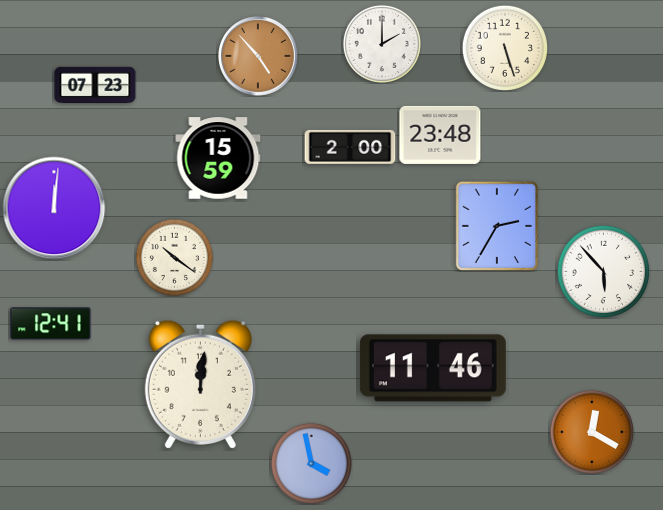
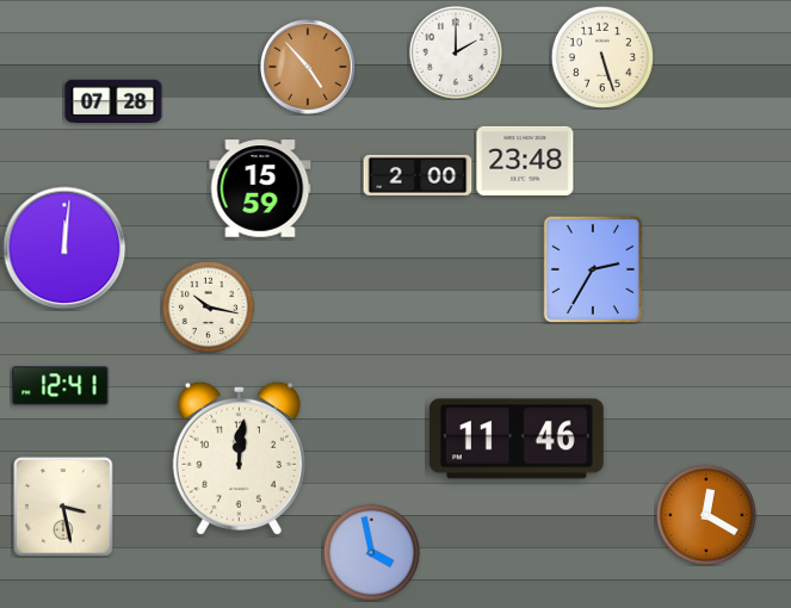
clock at (95, 85): 07:23 -> 07:28
clock at (174, 257): 10:21 -> 10:17
clock at (603, 271): 5:53 -> none
clock at (63, 507): none -> 3:28
